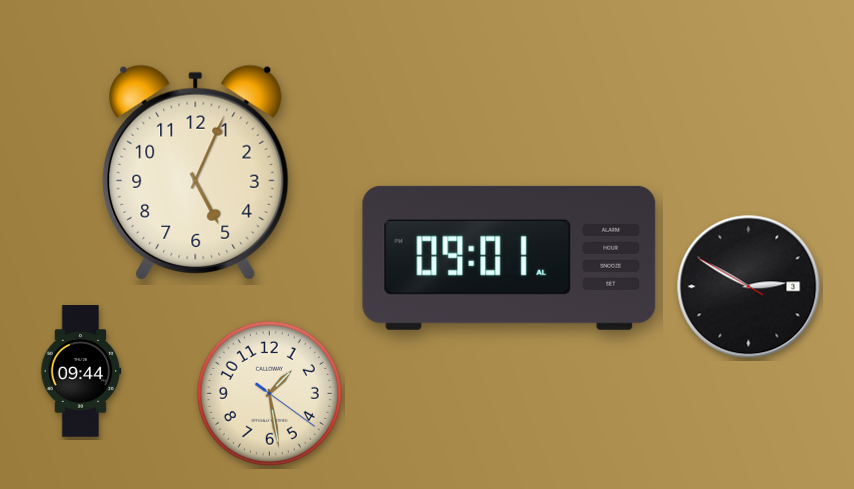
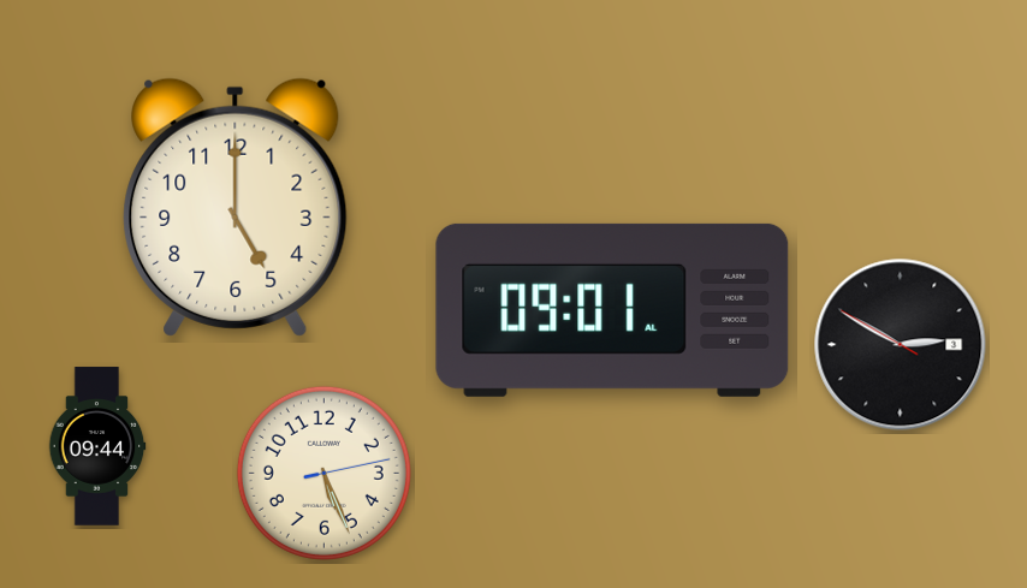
clock at (196, 172): 5:04 -> 5:00
clock at (269, 393): 1:28 -> 5:26
